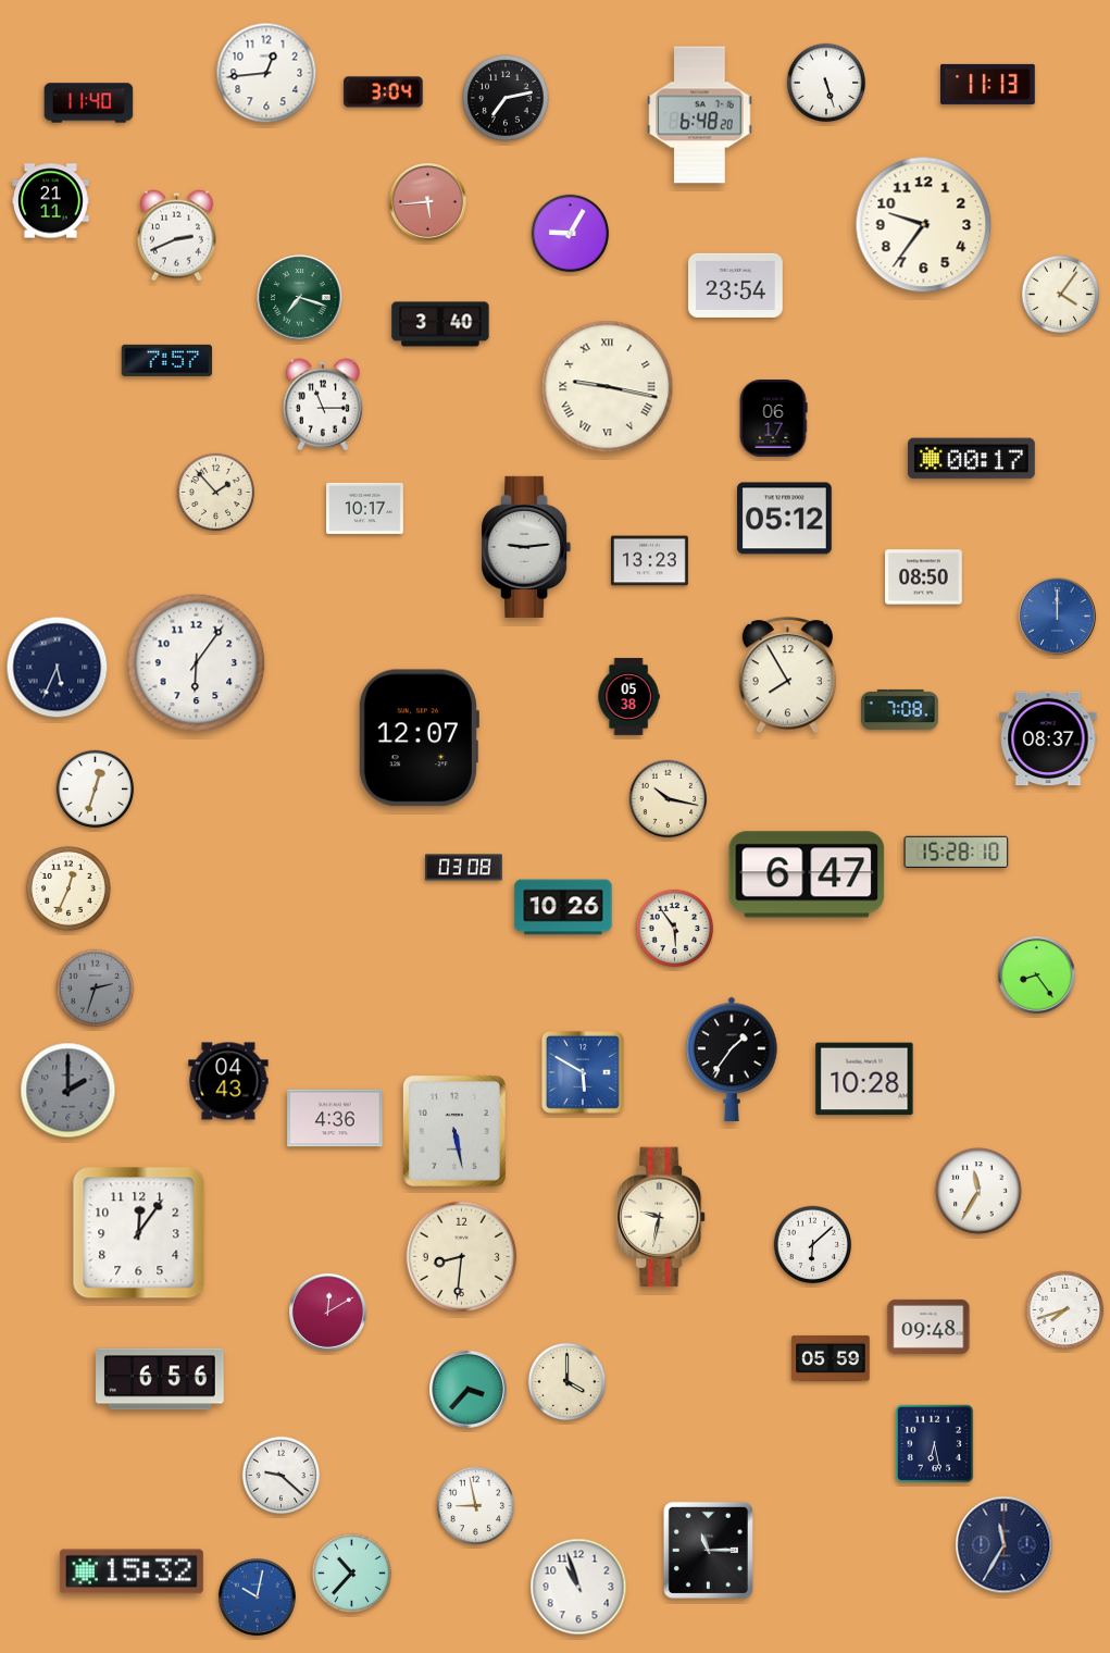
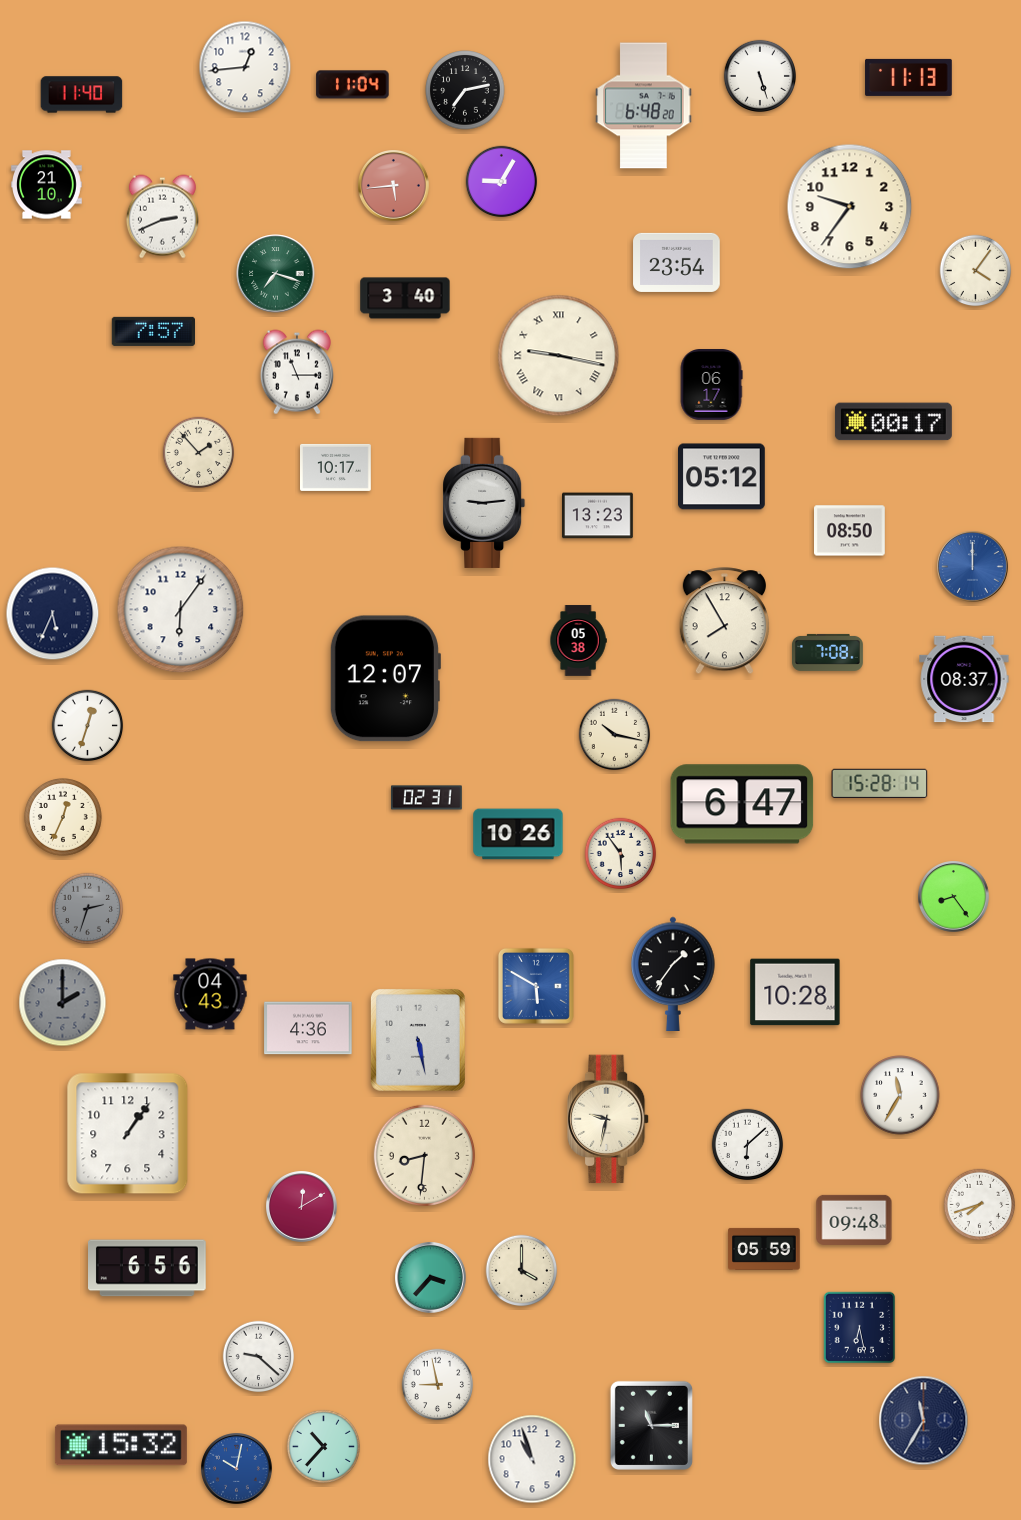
clock at (384, 92): 3:04 -> 11:04
clock at (51, 201): 21:11 -> 21:10
clock at (571, 234) position: (571, 234) -> (502, 182)
clock at (957, 852): 15:28:10 -> 15:28:14
clock at (464, 868): 03:08 -> 02:31
clock at (139, 1233): 12:06 -> 1:06
